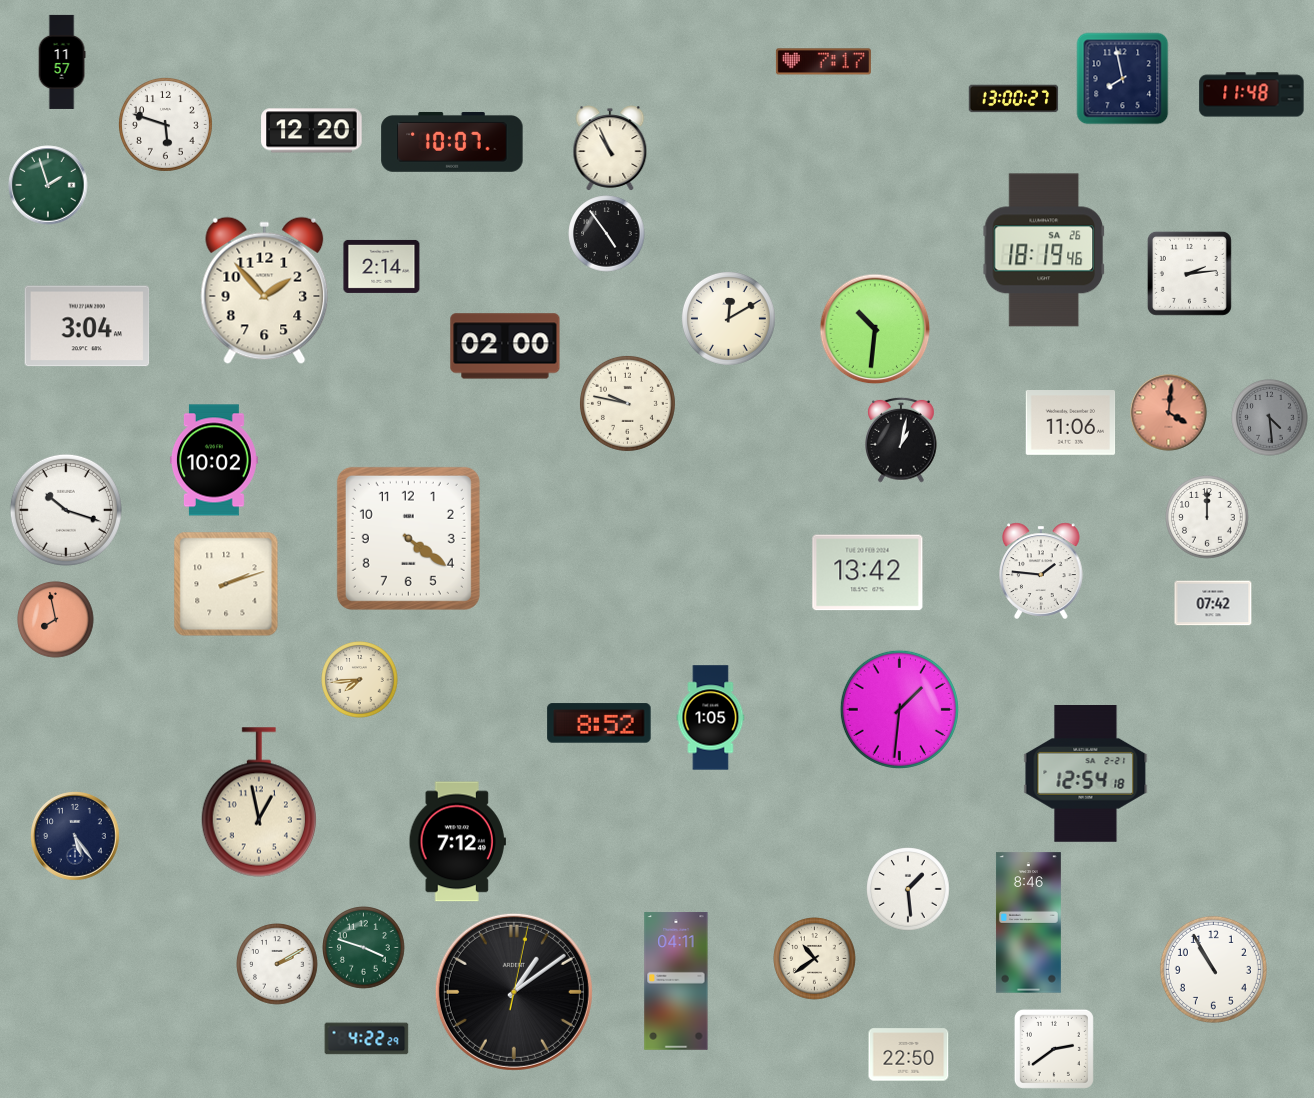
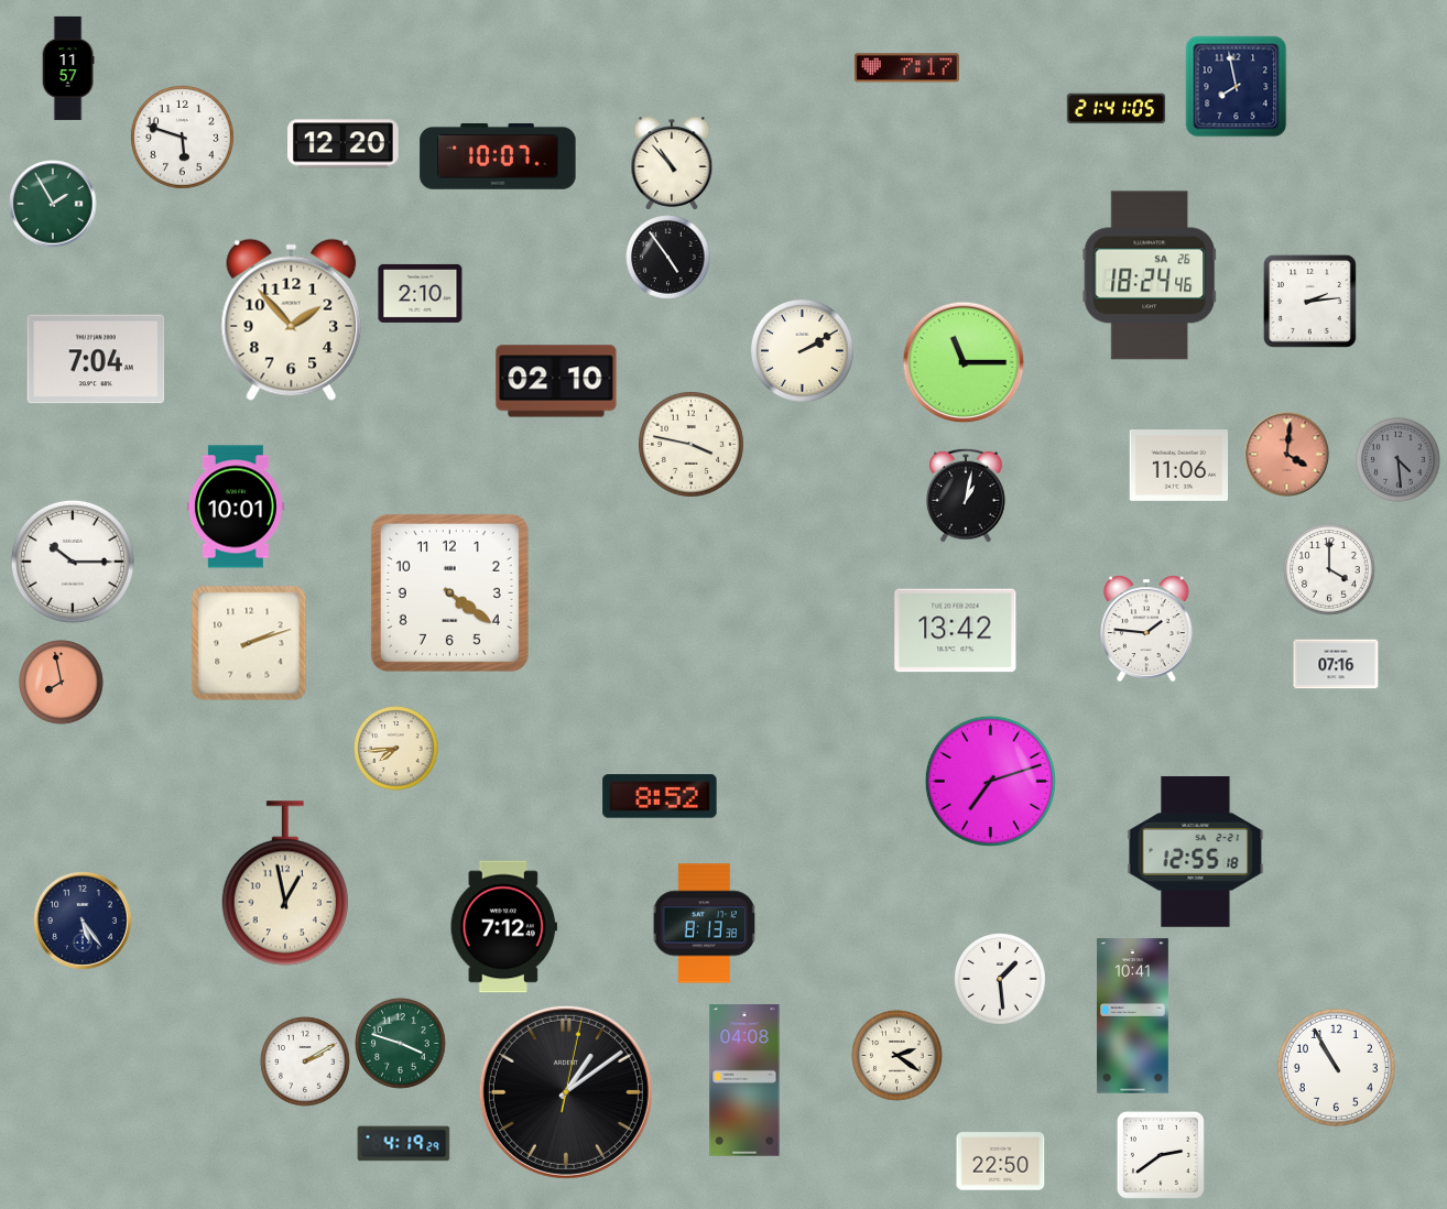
clock at (1252, 95): 11:48 -> none
clock at (1014, 99): 13:00 -> 21:41
clock at (610, 148): 10:56 -> 10:53
clock at (48, 185): 1:57 -> 1:55
clock at (1043, 250): 18:19 -> 18:24
clock at (382, 266): 2:14 -> 2:10
clock at (728, 318): 12:10 -> 2:10
clock at (87, 326): 3:04 -> 7:04
clock at (875, 329): 10:31 -> 11:15
clock at (505, 346): 02:00 -> 02:10
clock at (627, 403): 9:47 -> 3:47
clock at (902, 440) position: (902, 440) -> (967, 495)
clock at (214, 460): 10:02 -> 10:01
clock at (66, 510): 10:18 -> 10:15
clock at (1207, 517): 12:00 -> 4:00
clock at (1213, 603): 07:42 -> 07:16
clock at (899, 709): 1:31 -> 7:12
clock at (711, 718): 1:05 -> none
clock at (1086, 774): 12:54 -> 12:55
clock at (704, 924): none -> 8:13
clock at (1028, 923): 8:46 -> 10:41
clock at (815, 959): 10:39 -> 2:21
clock at (676, 981): 04:11 -> 04:08
clock at (367, 1039): 4:22 -> 4:19
